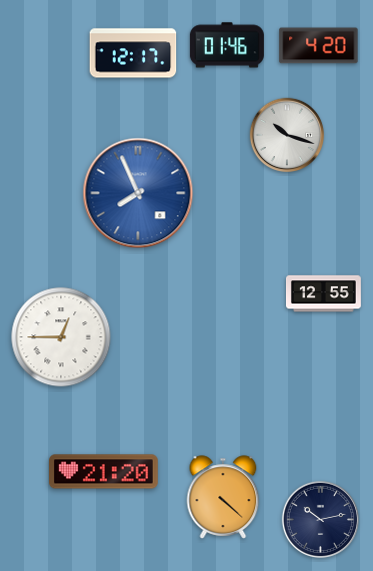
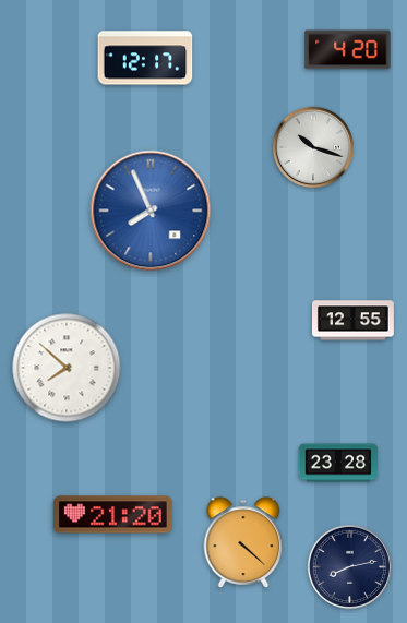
clock at (227, 45): 01:46 -> none
clock at (61, 337): 12:45 -> 7:52
clock at (338, 463): none -> 23:28
clock at (320, 519): 10:13 -> 8:13
